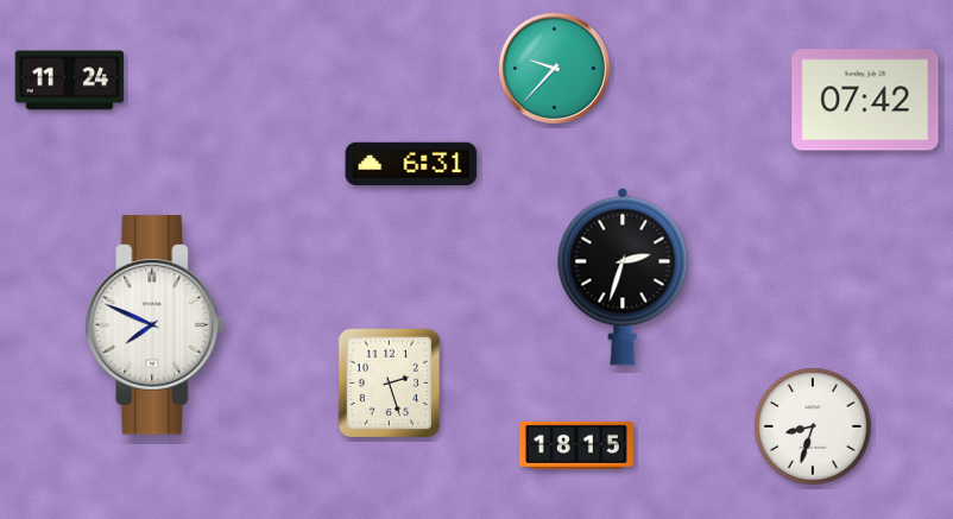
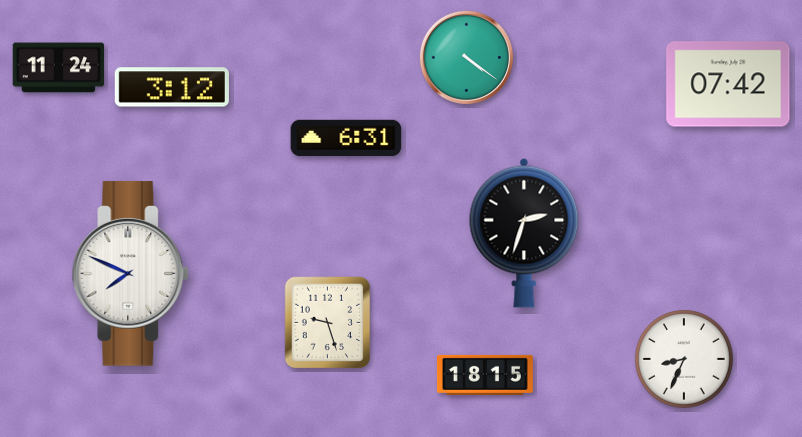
clock at (554, 68): 9:37 -> 4:21
clock at (172, 87): none -> 3:12
clock at (390, 384): 2:27 -> 9:27
clock at (813, 426): 8:33 -> 8:34
